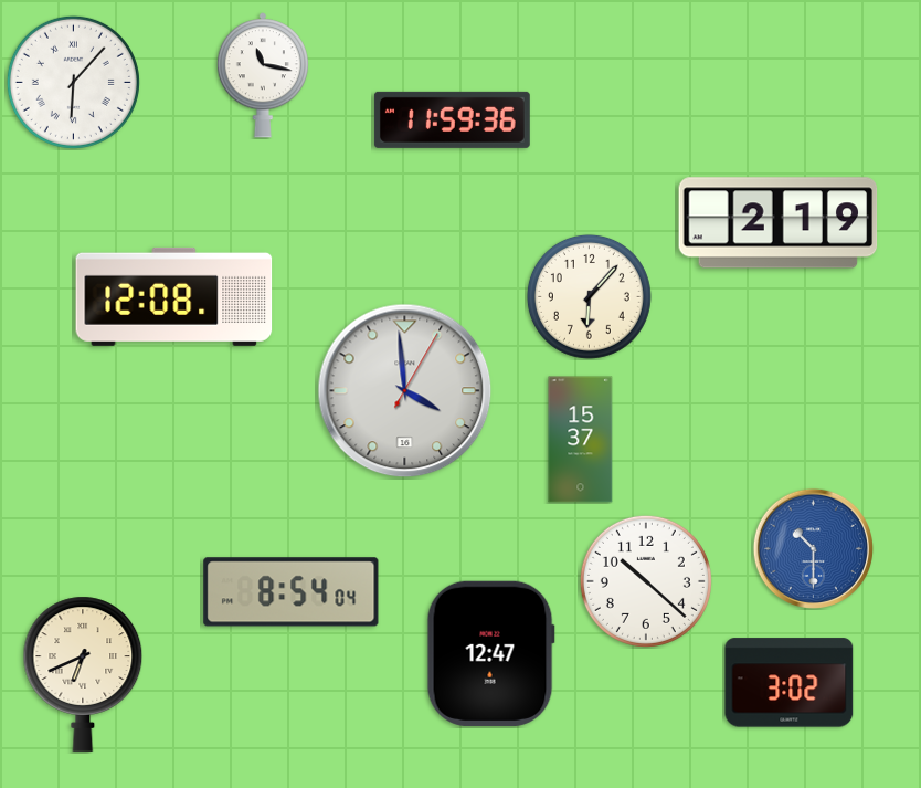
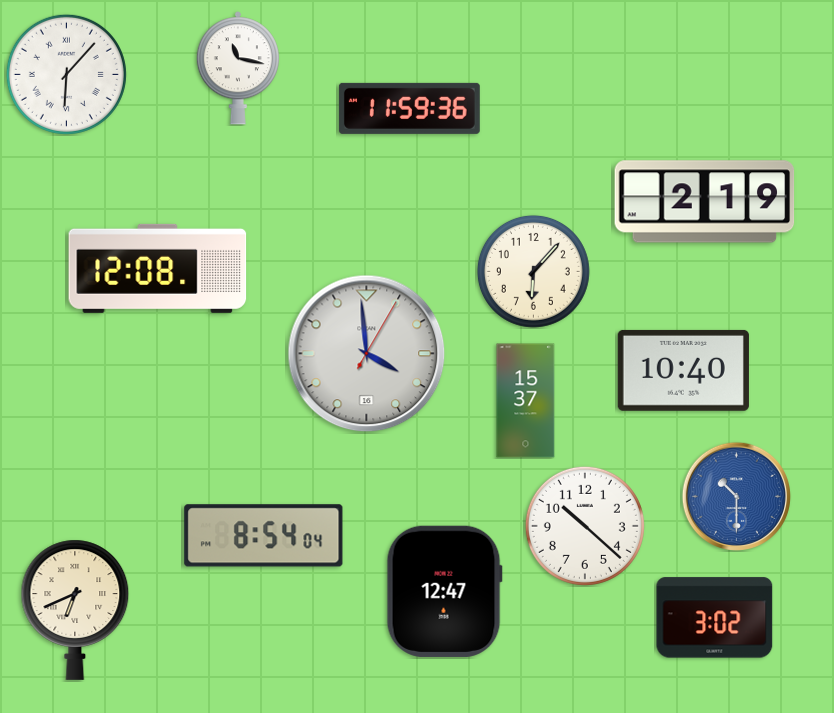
clock at (589, 296) position: (589, 296) -> (533, 271)
clock at (683, 370): none -> 10:40
clock at (581, 440) position: (581, 440) -> (526, 401)
